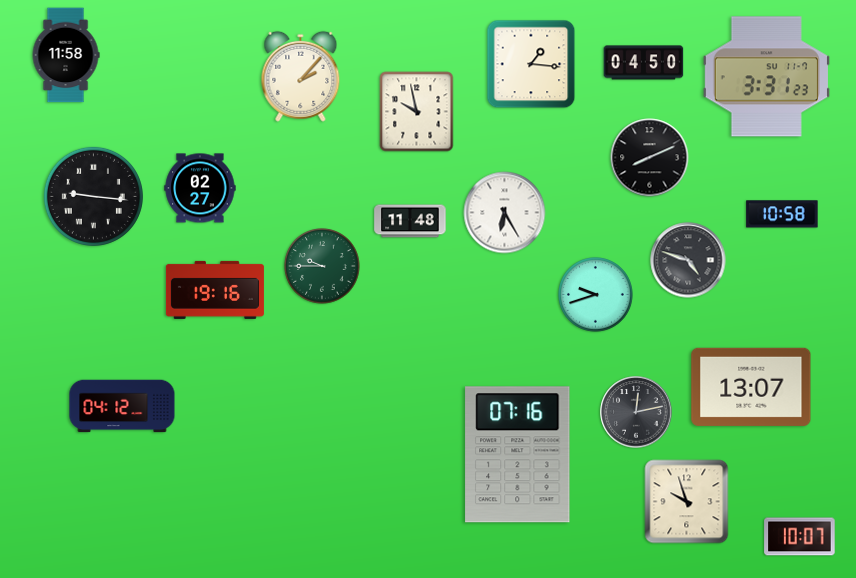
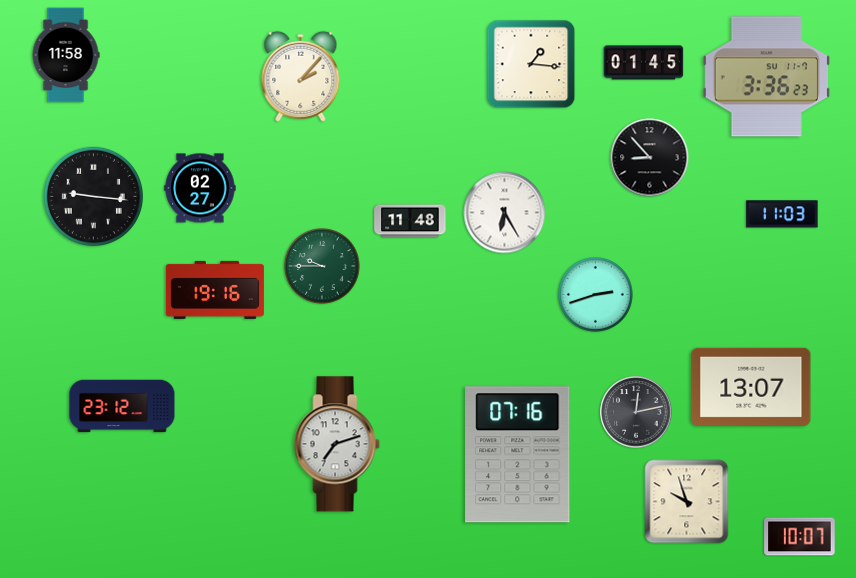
clock at (644, 63): 04:50 -> 01:45
clock at (766, 77): 3:31 -> 3:36
clock at (417, 112): 9:58 -> none
clock at (650, 158): 8:11 -> 8:53
clock at (782, 214): 10:58 -> 11:03
clock at (688, 260): 4:48 -> none
clock at (596, 295): 9:42 -> 2:42
clock at (122, 406): 04:12 -> 23:12
clock at (337, 444): none -> 7:12
